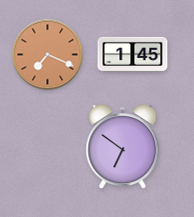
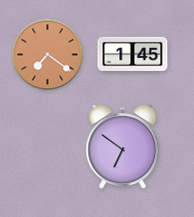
clock at (48, 55): 7:19 -> 7:21
